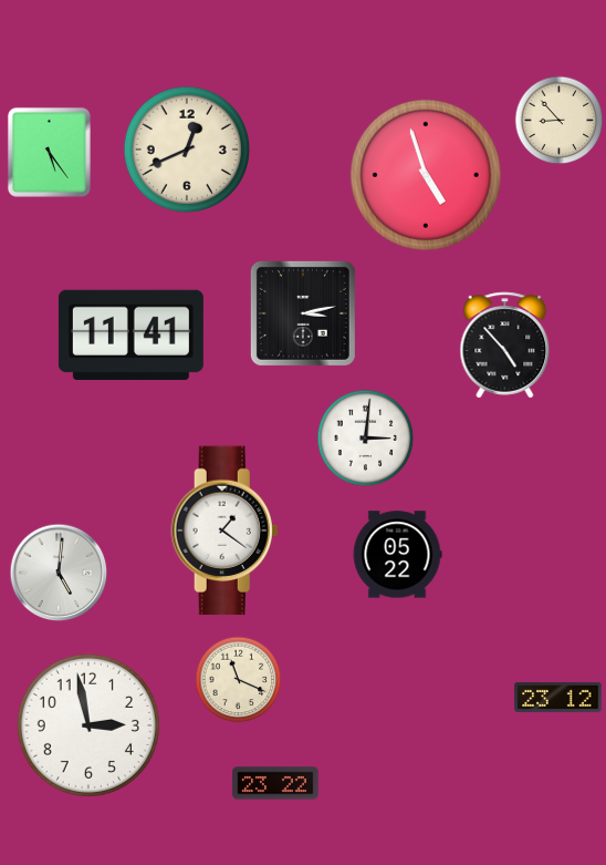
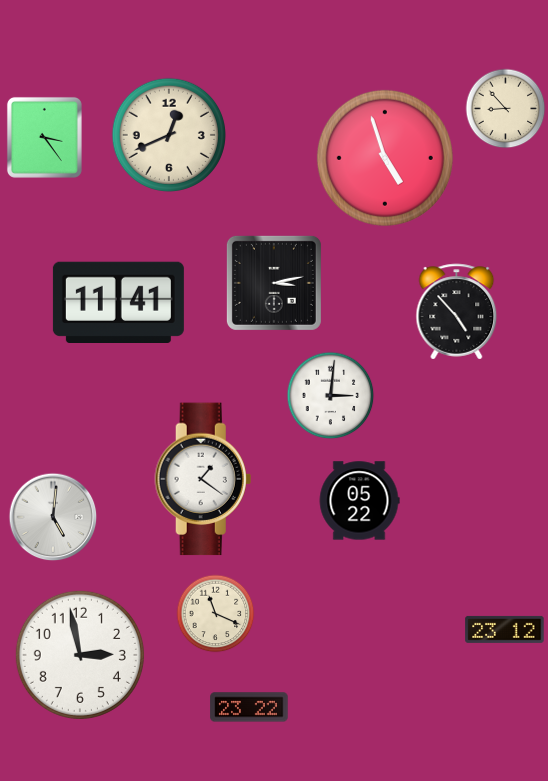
clock at (49, 152): 5:24 -> 3:24
